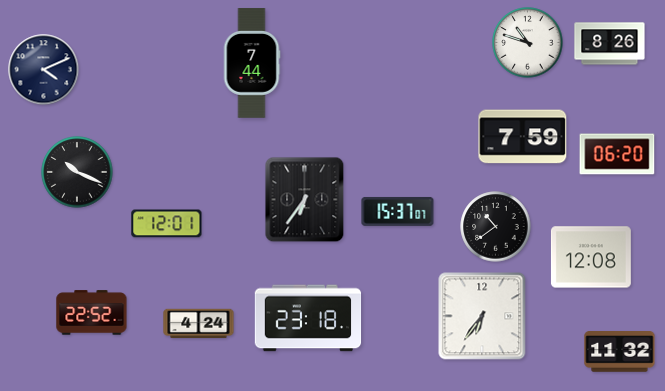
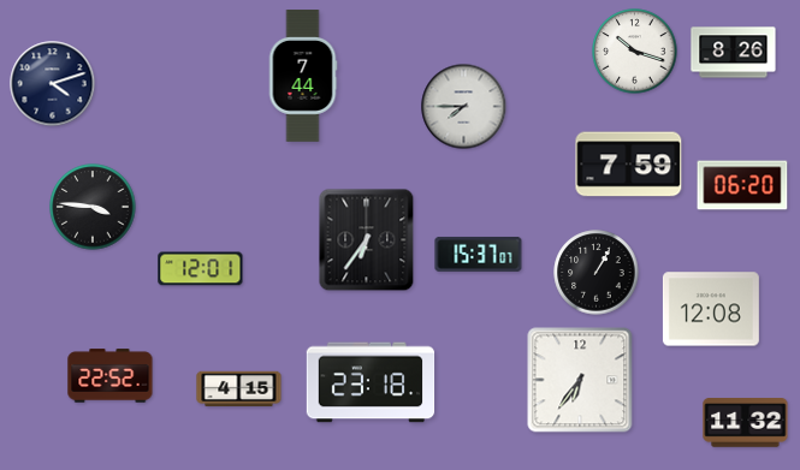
clock at (528, 43): 10:48 -> 10:18
clock at (44, 70): 4:11 -> 4:12
clock at (464, 107): none -> 7:45
clock at (77, 172): 10:19 -> 3:46
clock at (496, 227): 10:39 -> 1:05
clock at (199, 324): 4:24 -> 4:15
